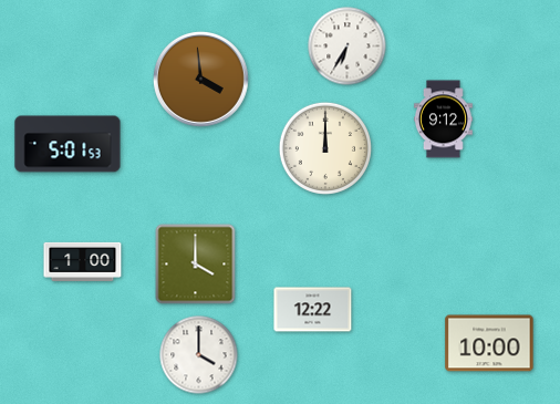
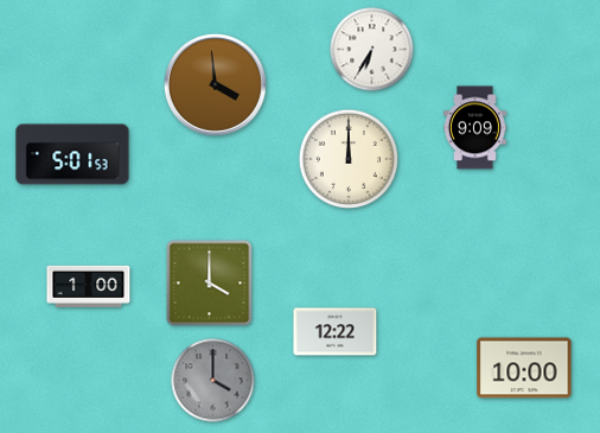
clock at (444, 120): 9:12 -> 9:09
clock at (83, 261) position: (83, 261) -> (89, 286)
clock at (199, 355) dial: white -> grey
